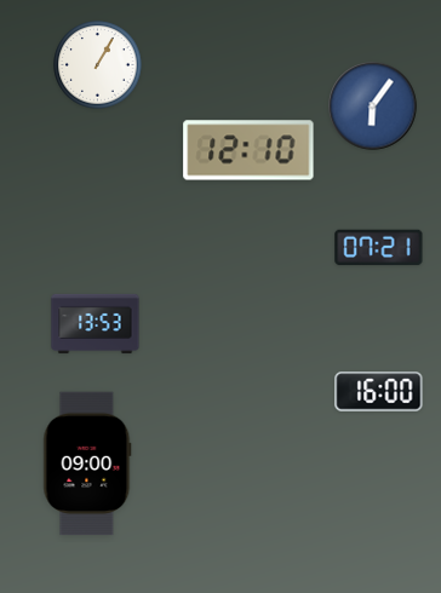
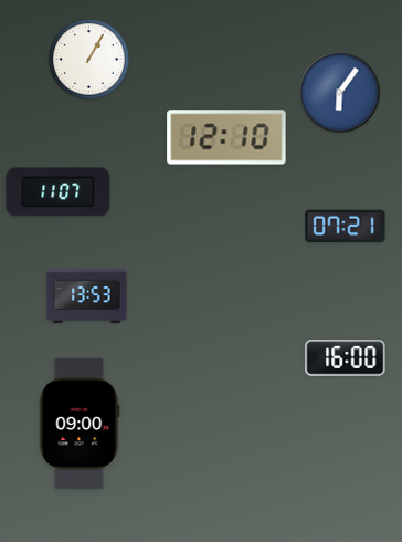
clock at (373, 106) position: (373, 106) -> (340, 93)
clock at (59, 192): none -> 11:07
